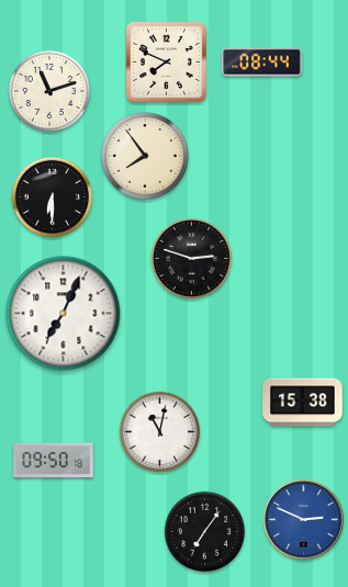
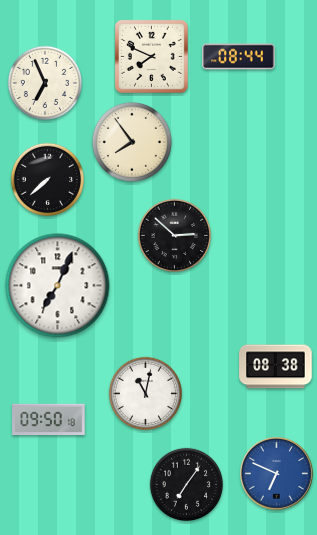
clock at (48, 90): 11:12 -> 6:56
clock at (53, 197): 6:30 -> 7:38
clock at (192, 259): 2:48 -> 2:52
clock at (303, 403): 15:38 -> 08:38
clock at (304, 520): 2:49 -> 6:49
